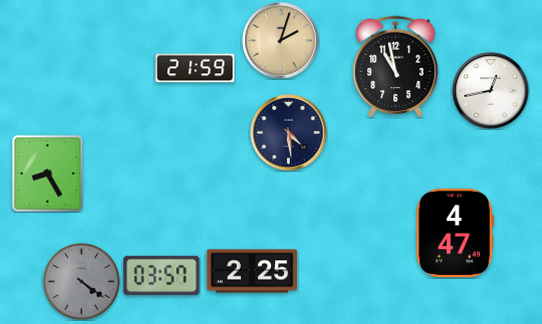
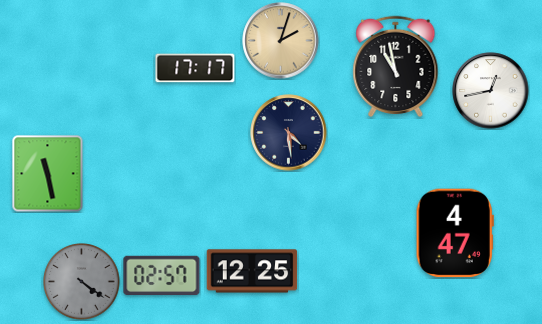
clock at (195, 68): 21:59 -> 17:17
clock at (48, 174): 8:25 -> 11:28
clock at (252, 271): 2:25 -> 12:25
clock at (162, 275): 03:57 -> 02:57
